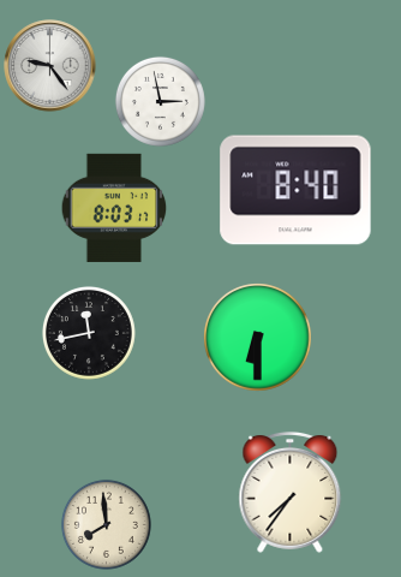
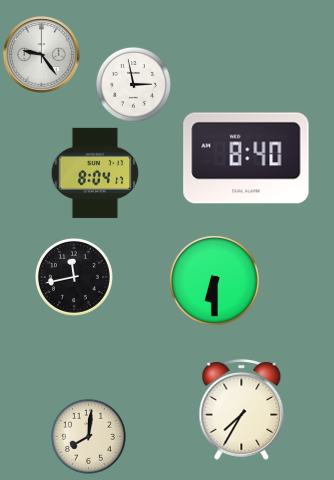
clock at (114, 208): 8:03 -> 8:04
clock at (291, 492): 7:36 -> 7:35
clock at (106, 524): 7:59 -> 8:01
